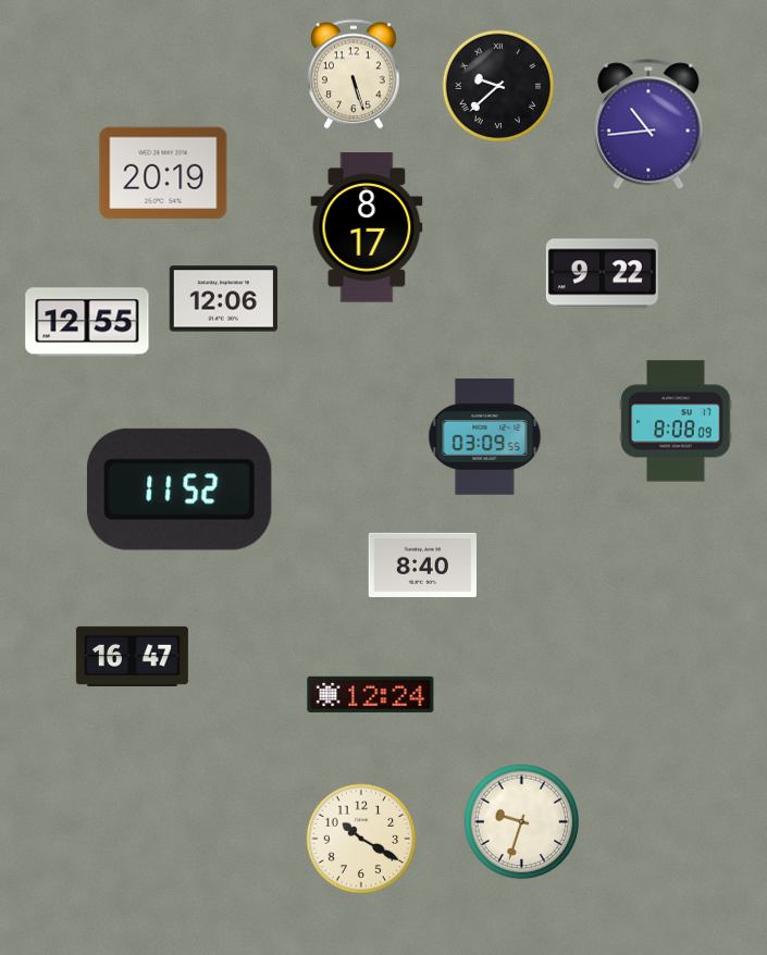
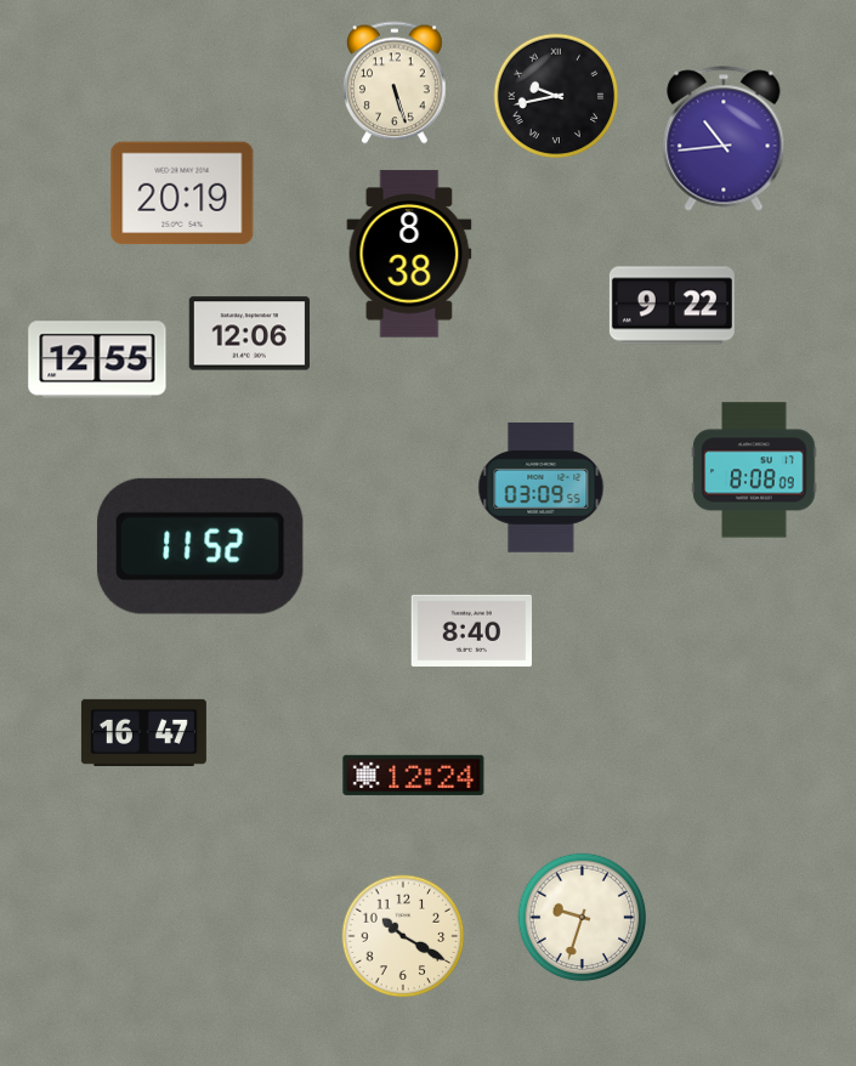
clock at (498, 86): 9:38 -> 9:43
clock at (367, 227): 8:17 -> 8:38
clock at (132, 656) position: (132, 656) -> (143, 732)
